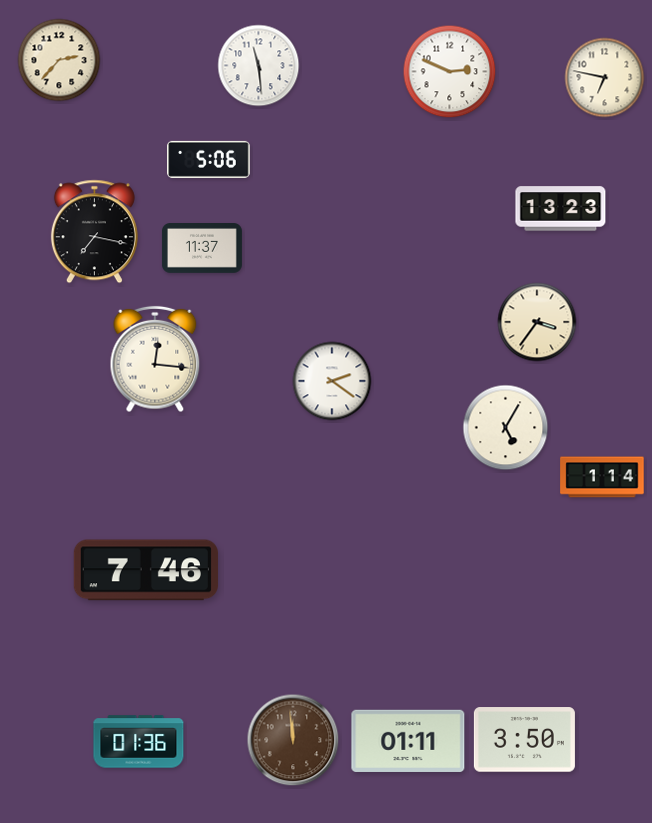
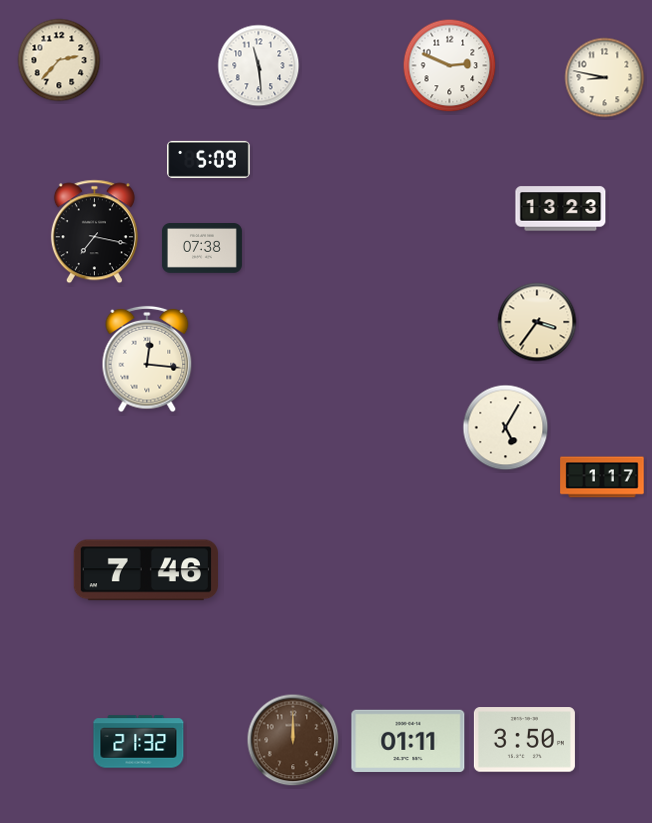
clock at (450, 72) position: (450, 72) -> (450, 66)
clock at (605, 78): 6:47 -> 8:47
clock at (209, 159): 5:06 -> 5:09
clock at (202, 249): 11:37 -> 07:38
clock at (155, 359) position: (155, 359) -> (147, 359)
clock at (332, 381): 2:21 -> none
clock at (602, 477): 1:14 -> 1:17
clock at (293, 740): 11:59 -> 12:00
clock at (139, 742): 01:36 -> 21:32
